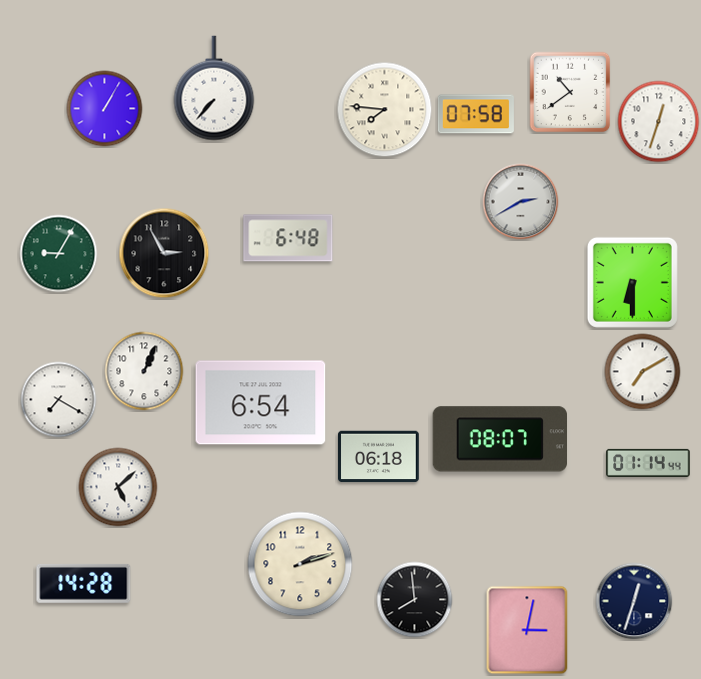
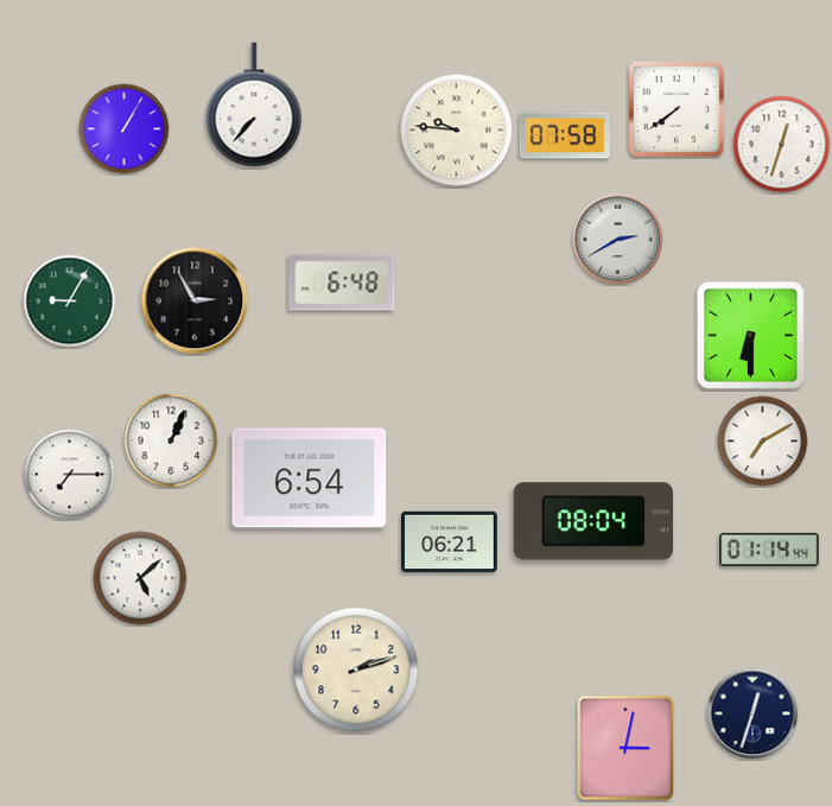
clock at (570, 92): 10:39 -> 7:39
clock at (385, 110): 7:46 -> 9:46
clock at (59, 400): 7:20 -> 7:15
clock at (499, 439): 08:07 -> 08:04
clock at (379, 457): 06:18 -> 06:21
clock at (84, 583): 14:28 -> none
clock at (415, 600): 7:59 -> none
